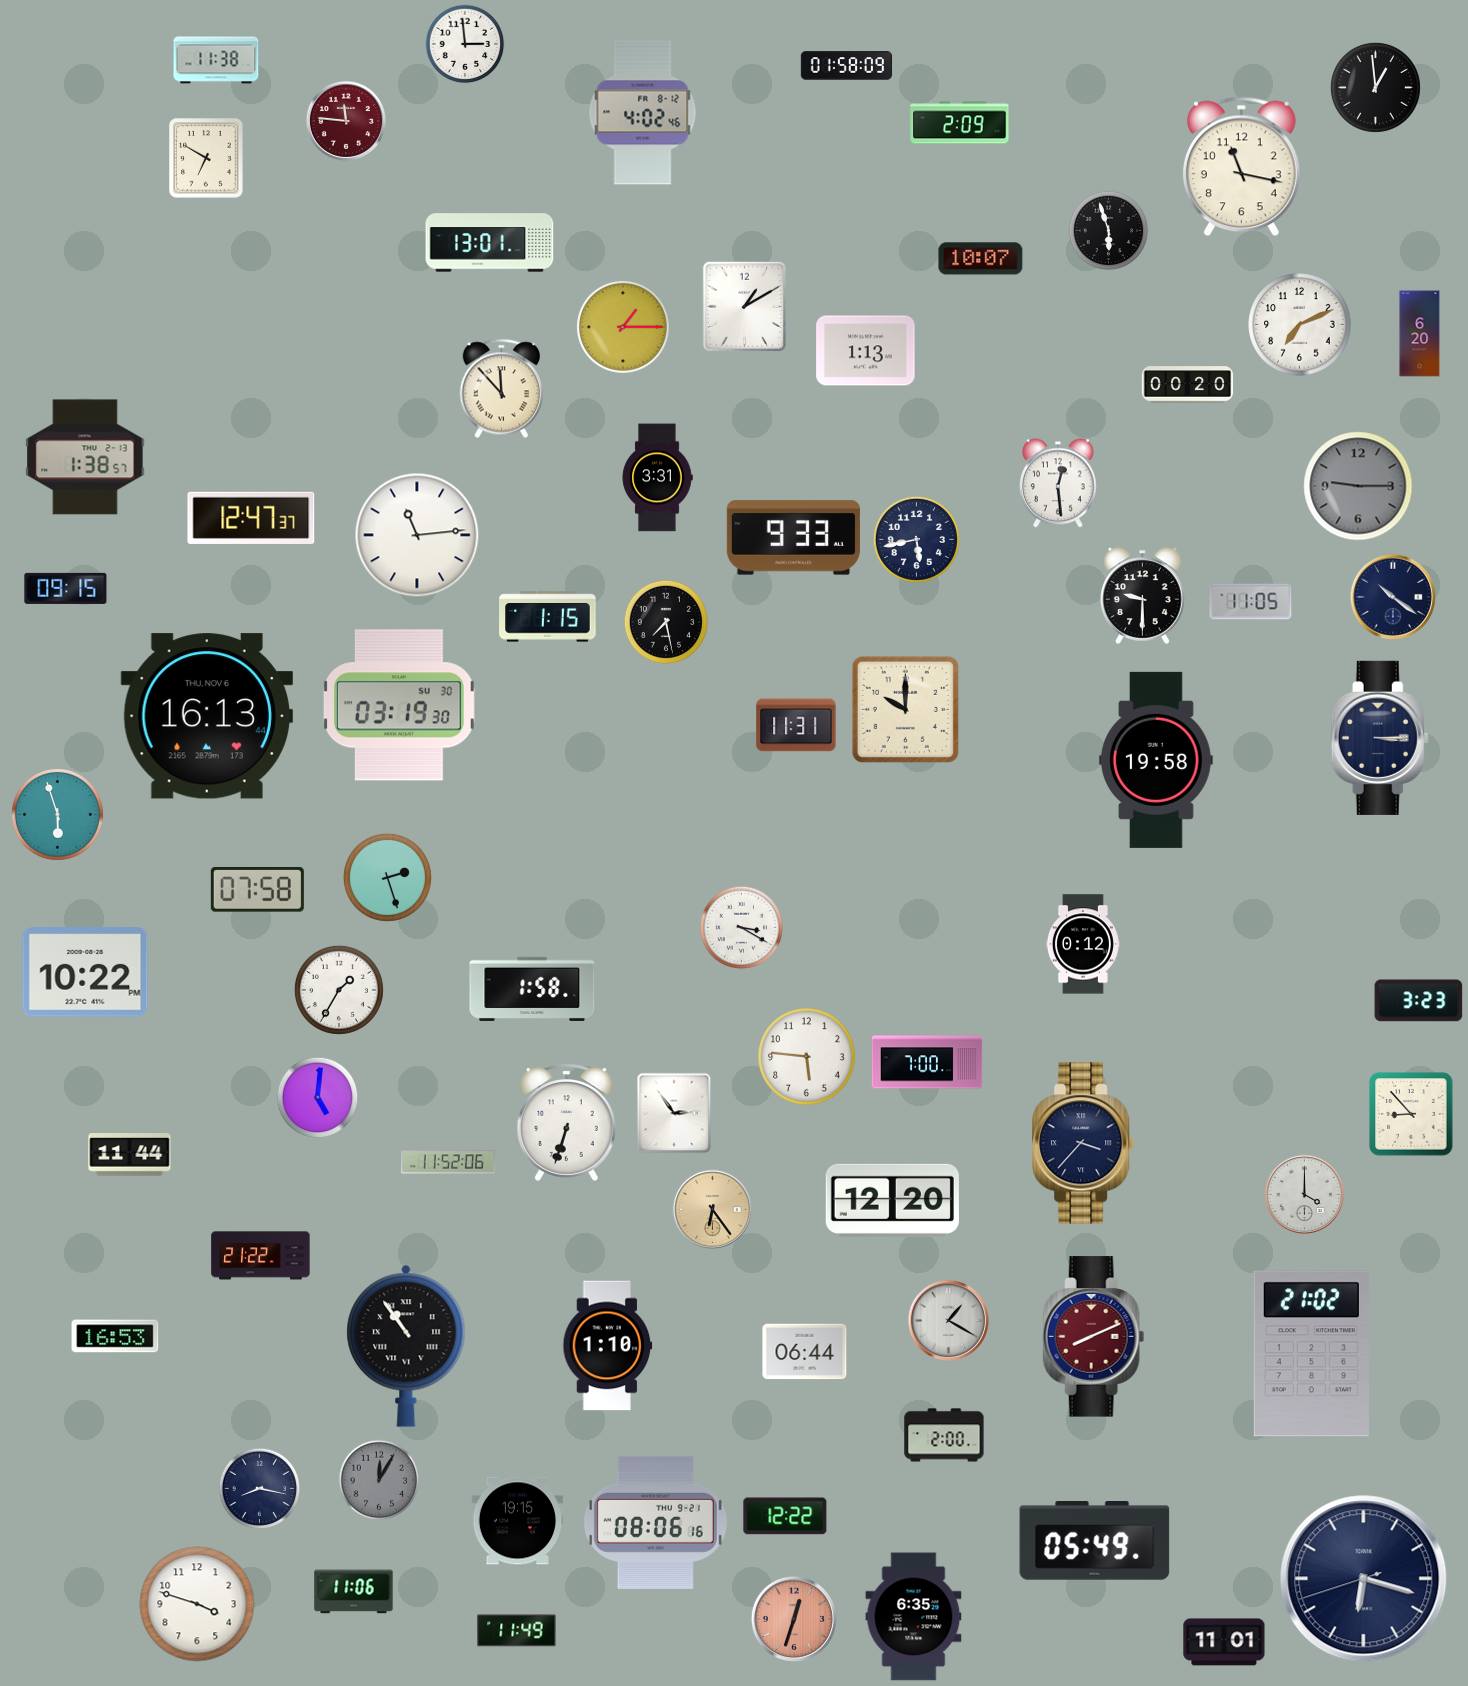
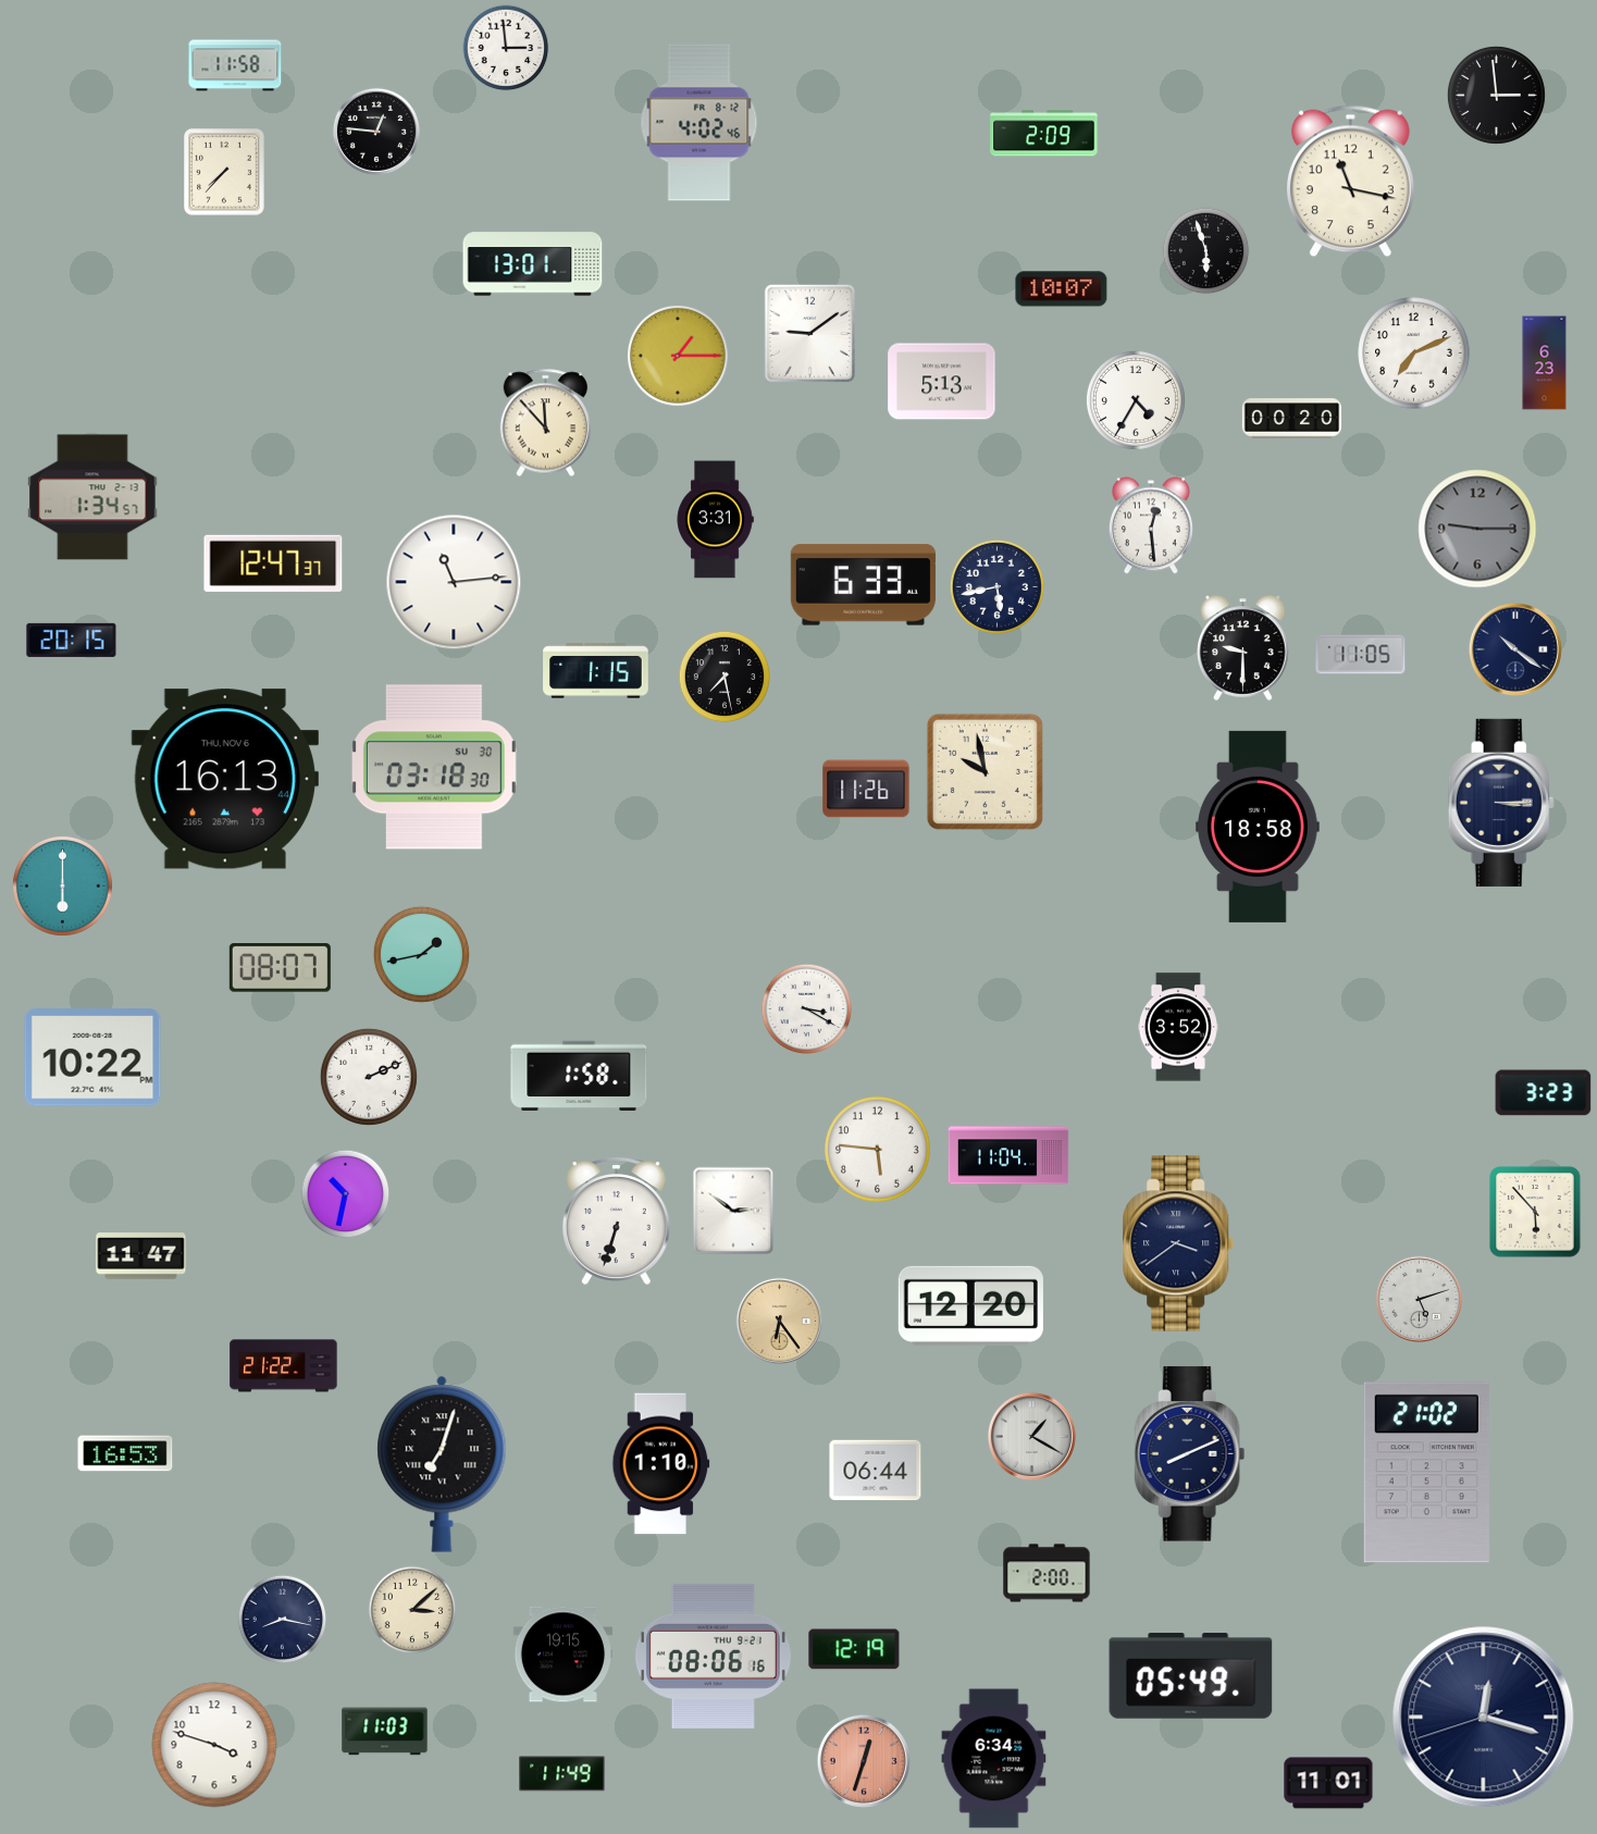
clock at (216, 60): 11:38 -> 11:58
clock at (847, 66): 01:58 -> none
clock at (1375, 87): 12:59 -> 2:59
clock at (346, 121): 11:46 -> 12:46
clock at (346, 121) dial: burgundy -> black
clock at (206, 158): 6:50 -> 7:37
clock at (981, 259) position: (981, 259) -> (1062, 289)
clock at (744, 306): 1:10 -> 9:09
clock at (1420, 334): 6:20 -> 6:23
clock at (866, 351): 1:13 -> 5:13
clock at (1136, 400): none -> 4:35
clock at (85, 457): 1:38 -> 1:34
clock at (793, 538): 9:33 -> 6:33
clock at (66, 588): 09:15 -> 20:15
clock at (399, 705): 03:19 -> 03:18
clock at (905, 709): 10:00 -> 9:58
clock at (796, 725): 11:31 -> 11:26
clock at (1156, 760): 19:58 -> 18:58
clock at (57, 814): 5:57 -> 6:00
clock at (387, 877): 2:27 -> 1:43
clock at (257, 890): 07:58 -> 08:07
clock at (1083, 944): 0:12 -> 3:52
clock at (339, 990): 1:35 -> 2:11
clock at (1419, 1001) position: (1419, 1001) -> (1544, 1093)
clock at (927, 1062): 7:00 -> 11:04
clock at (318, 1098): 5:01 -> 10:32
clock at (674, 1113): 2:54 -> 2:51
clock at (1411, 1114): 8:53 -> 5:53
clock at (1084, 1143): 3:37 -> 3:39
clock at (130, 1155): 11:44 -> 11:47
clock at (448, 1162): 11:52 -> none
clock at (1304, 1194): 4:00 -> 5:12
clock at (712, 1209) position: (712, 1209) -> (779, 1321)
clock at (1094, 1337) dial: burgundy -> navy
clock at (406, 1346): 10:54 -> 7:03
clock at (944, 1435) position: (944, 1435) -> (1047, 1573)
clock at (379, 1480): 12:05 -> 3:08
clock at (379, 1480) dial: grey -> cream
clock at (785, 1516): 12:22 -> 12:19
clock at (1364, 1579): 6:17 -> 12:17
clock at (354, 1592): 11:06 -> 11:03
clock at (914, 1617): 6:35 -> 6:34
clock at (1224, 1642) position: (1224, 1642) -> (1328, 1783)
